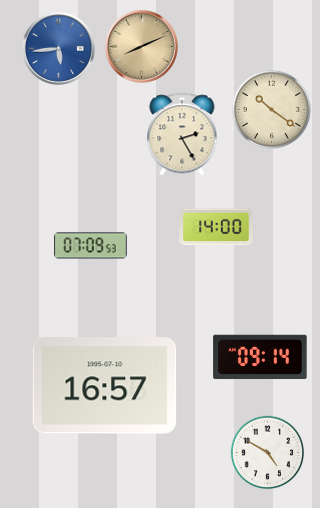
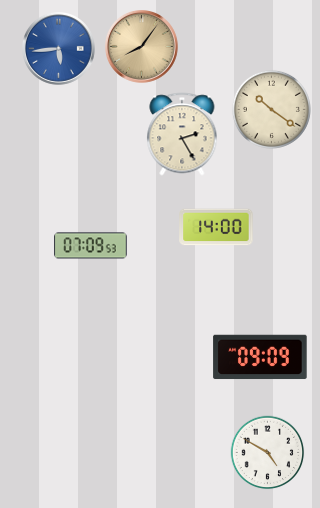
clock at (142, 47): 8:11 -> 8:06
clock at (260, 357): 09:14 -> 09:09
clock at (105, 386): 16:57 -> none
